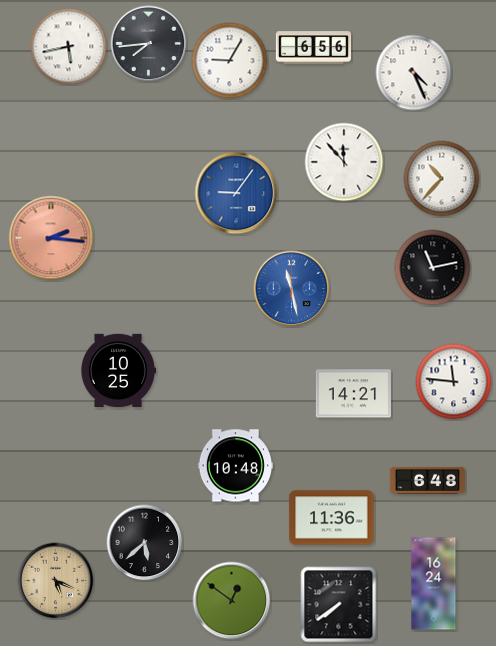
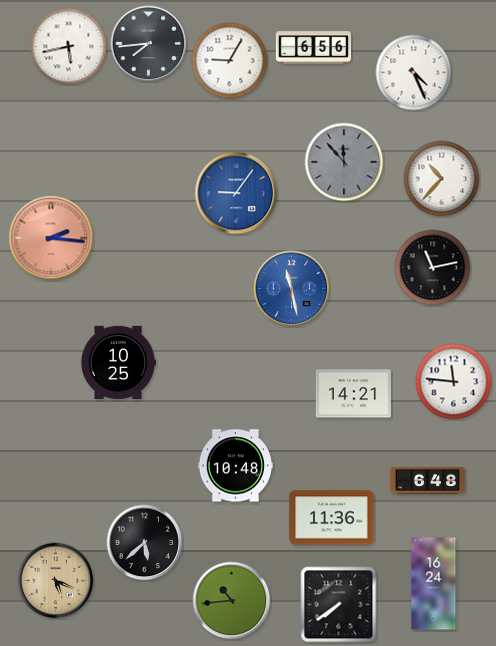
clock at (344, 162) dial: white -> grey
clock at (118, 370) position: (118, 370) -> (118, 362)
clock at (232, 601): 12:51 -> 10:44
